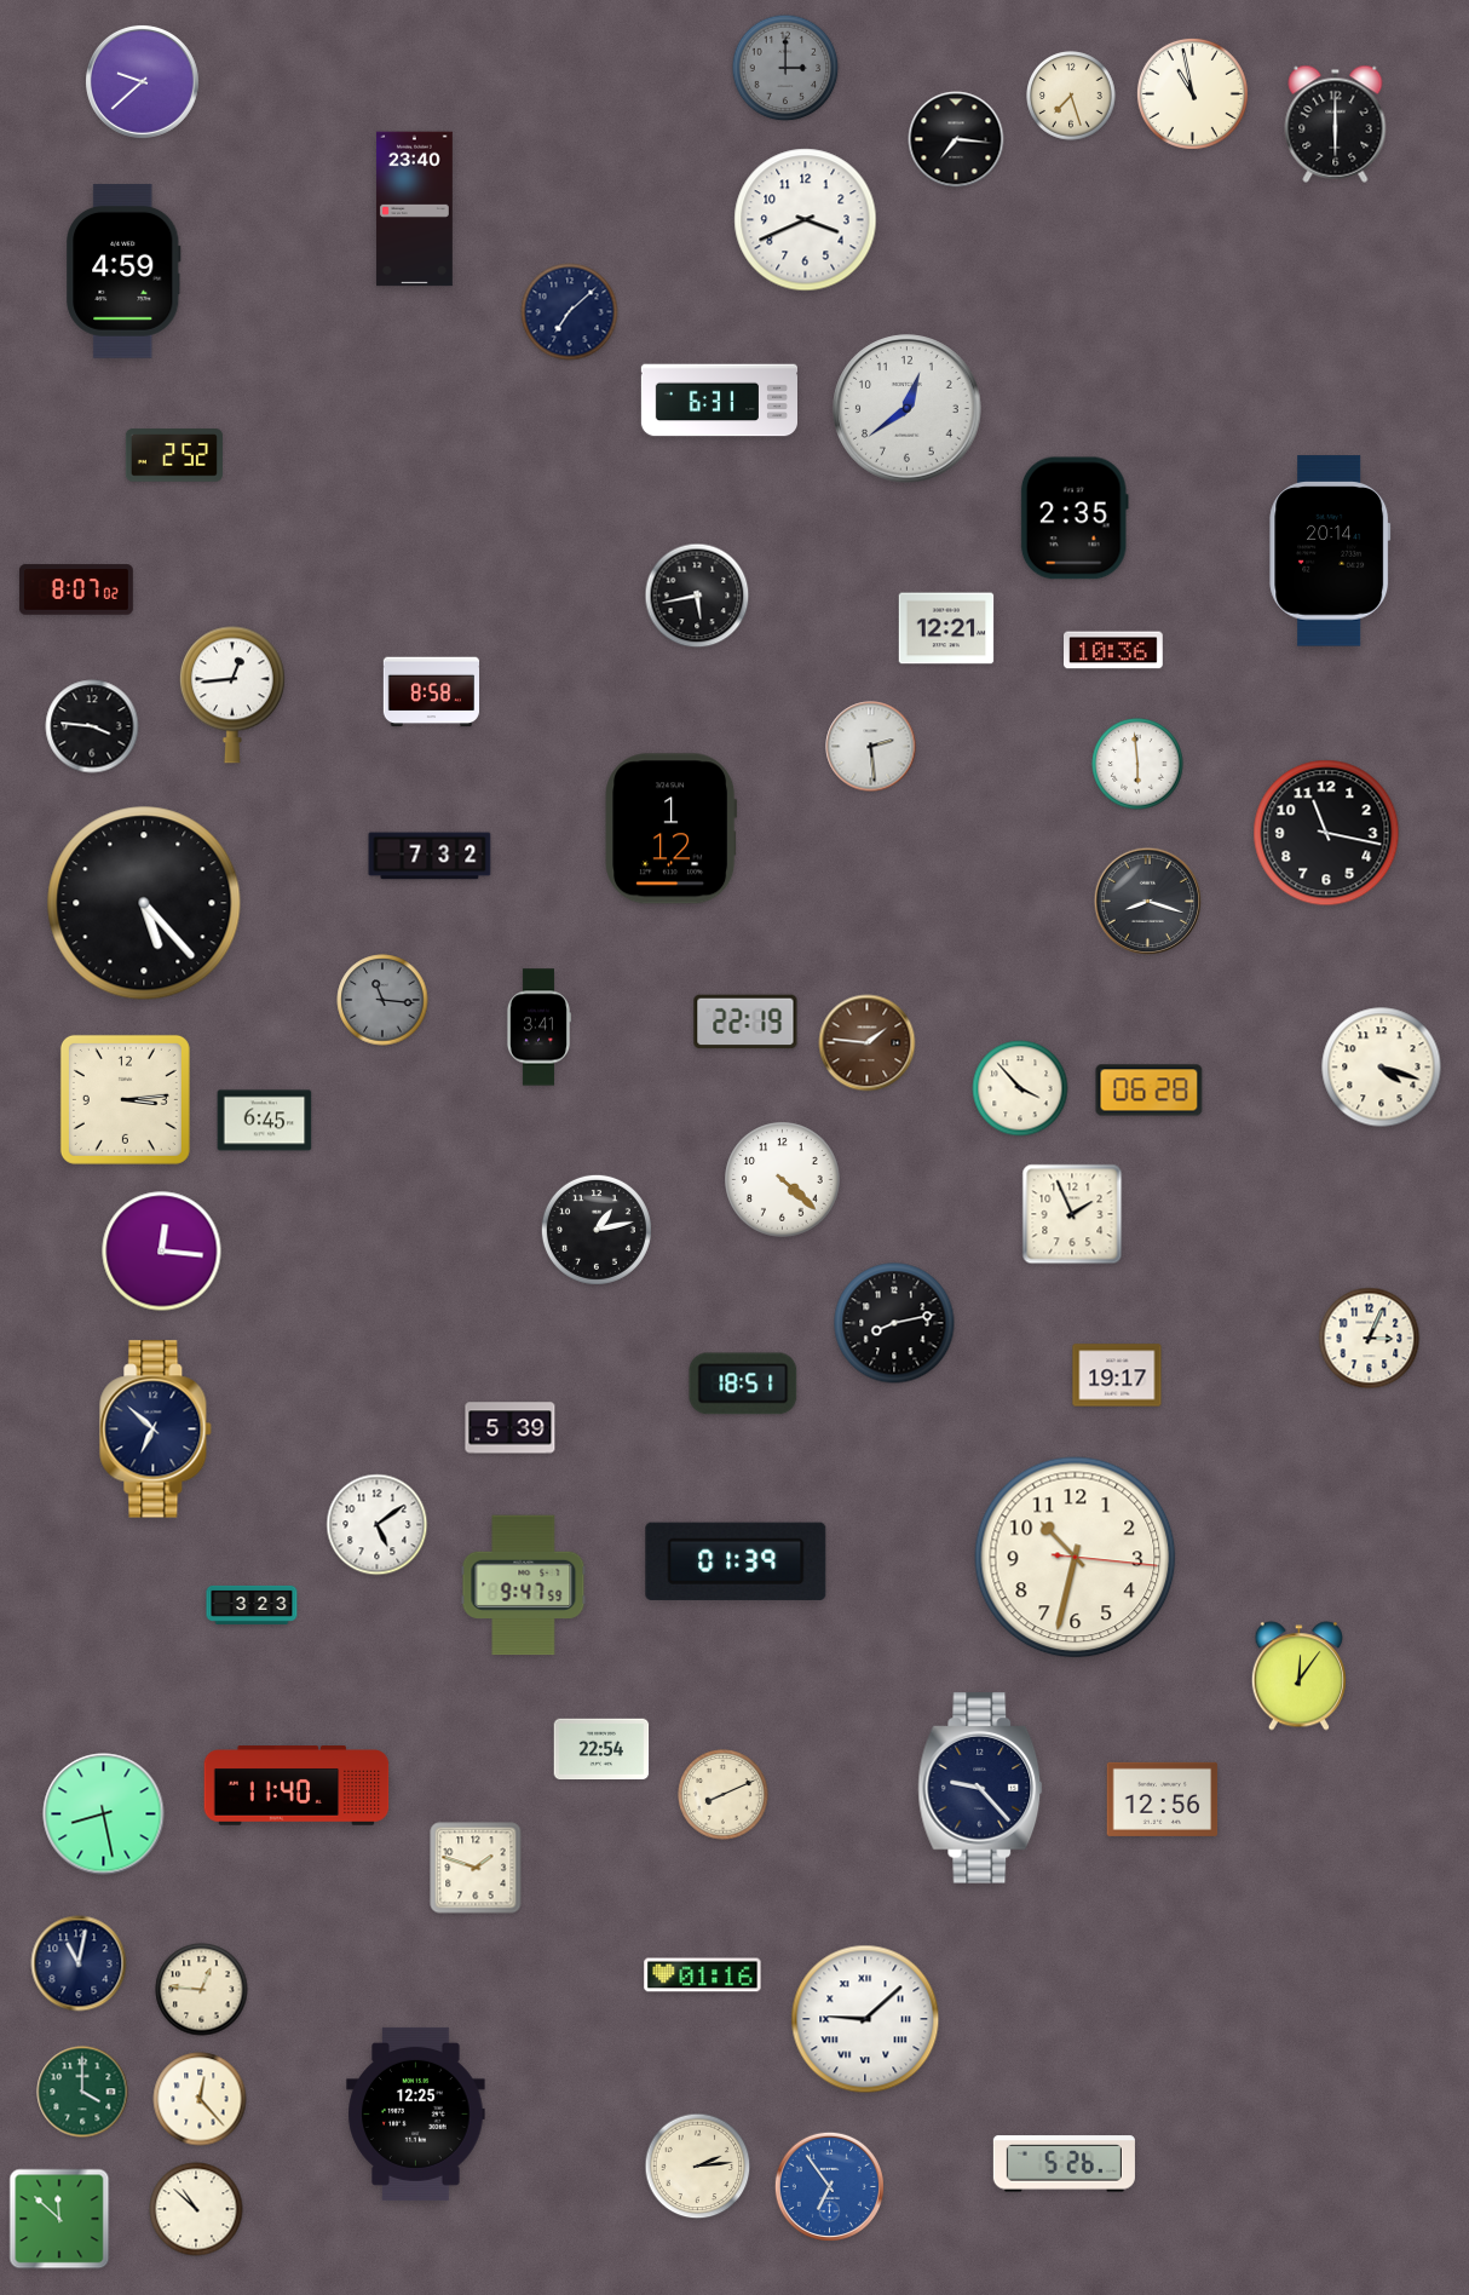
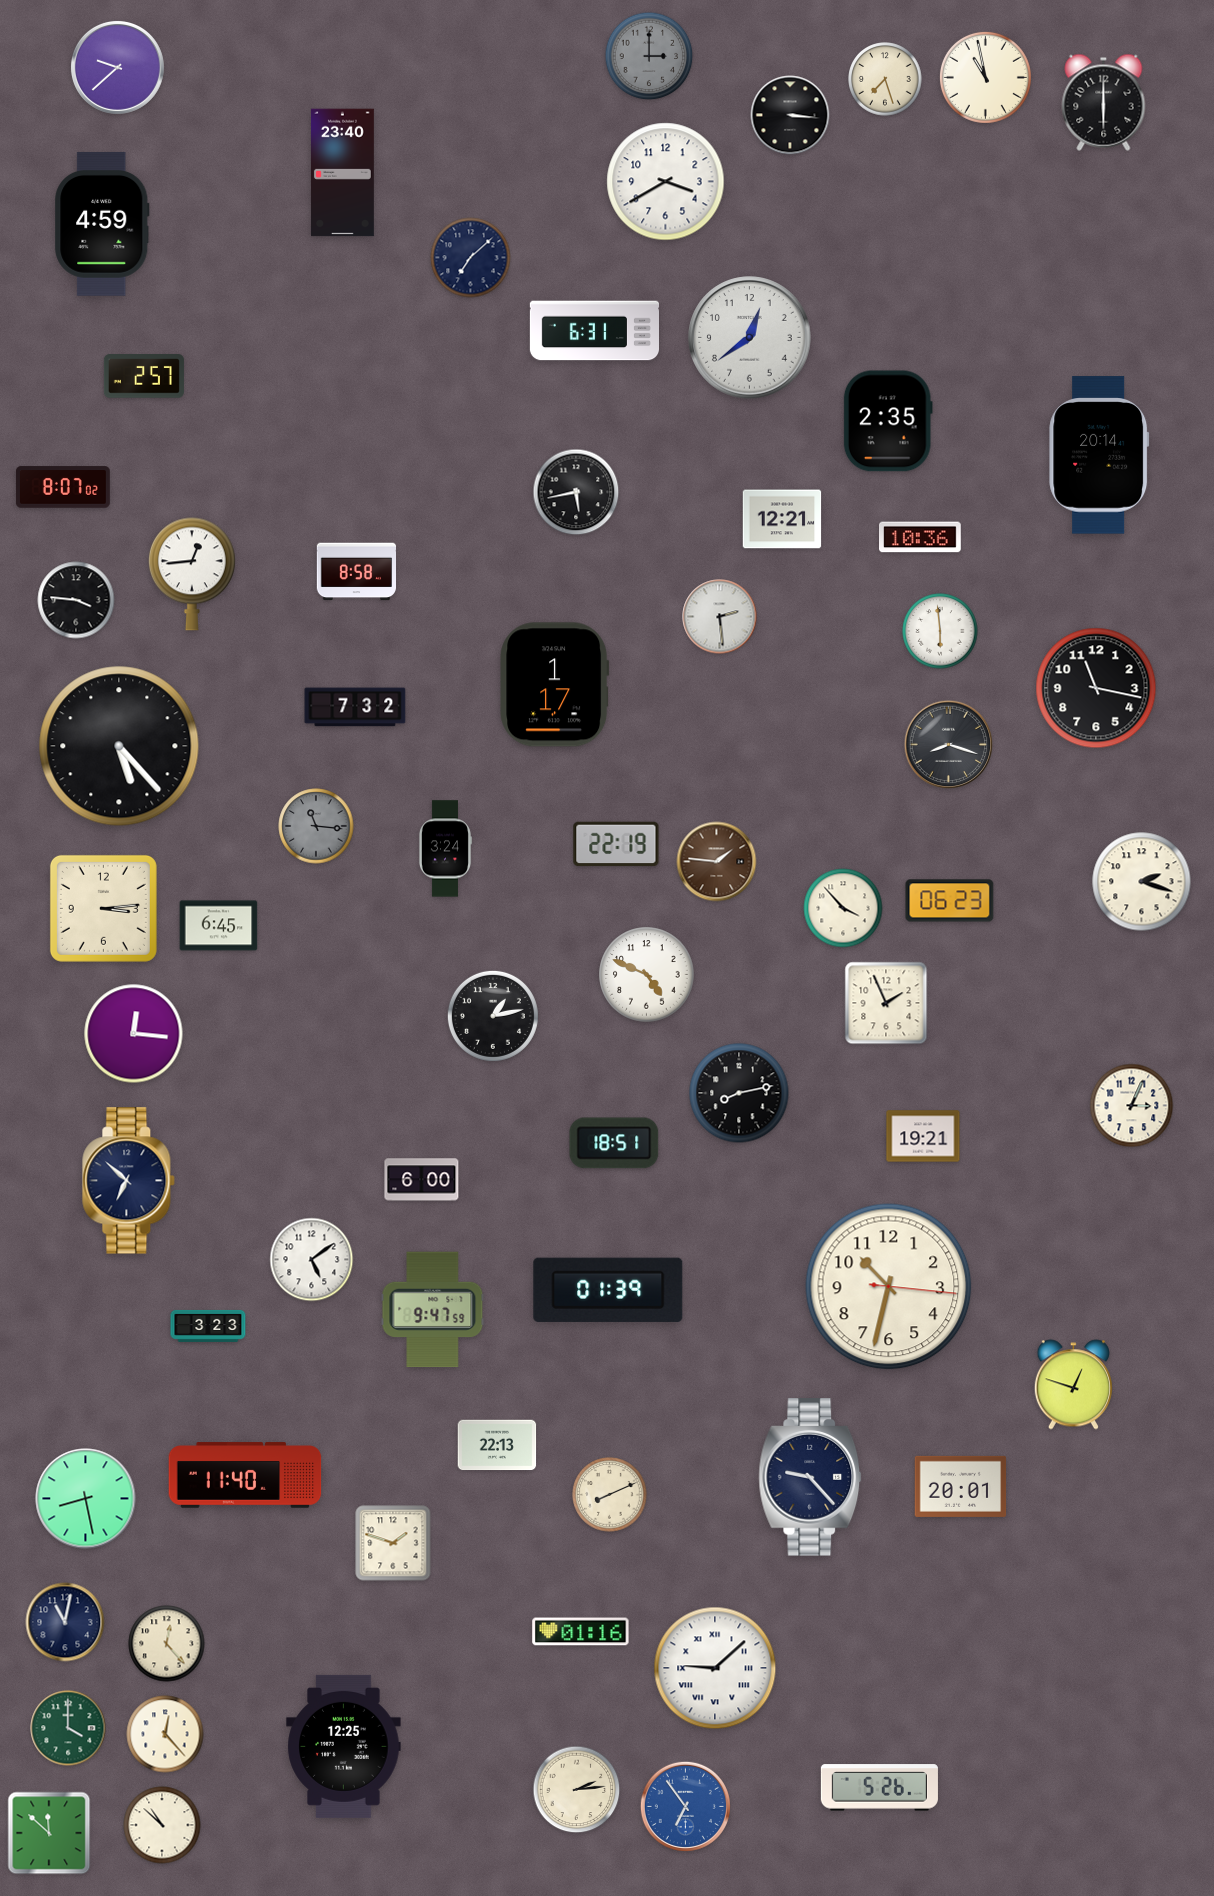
clock at (956, 139): 7:16 -> 3:16
clock at (806, 220): 3:41 -> 3:40
clock at (174, 455): 2:52 -> 2:57
clock at (1075, 518) position: (1075, 518) -> (888, 421)
clock at (672, 829): 1:12 -> 1:17
clock at (537, 1028): 3:41 -> 3:24
clock at (1382, 1068): 4:18 -> 2:18
clock at (1020, 1088) position: (1020, 1088) -> (843, 908)
clock at (1150, 1091): 06:28 -> 06:23
clock at (783, 1180): 4:22 -> 4:49
clock at (1117, 1375): 19:17 -> 19:21
clock at (511, 1428): 5:39 -> 6:00
clock at (1298, 1676): 12:06 -> 12:48
clock at (601, 1749): 22:54 -> 22:13
clock at (724, 1795) position: (724, 1795) -> (610, 1495)
clock at (1163, 1799): 12:56 -> 20:01
clock at (202, 1990): 12:46 -> 12:23
